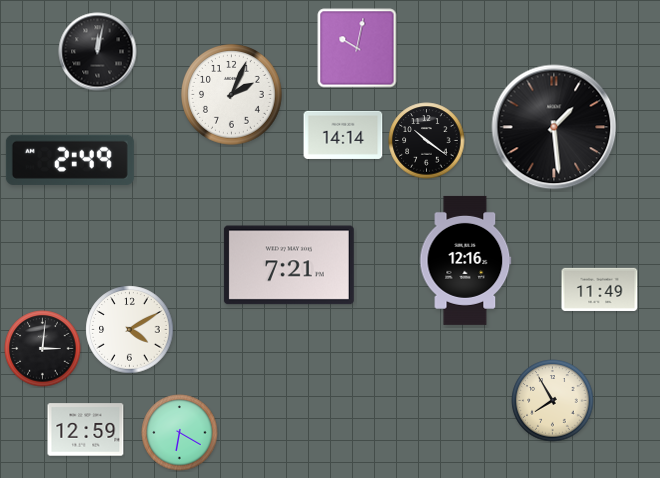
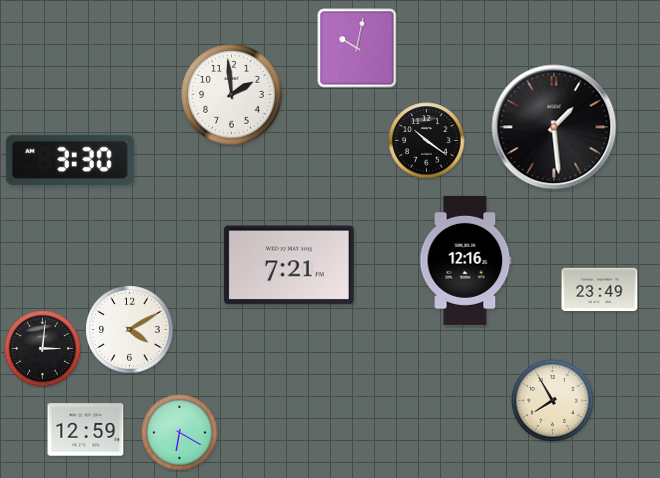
clock at (98, 52): 12:02 -> none
clock at (232, 95): 2:04 -> 1:59
clock at (343, 135): 14:14 -> none
clock at (70, 160): 2:49 -> 3:30
clock at (600, 289): 11:49 -> 23:49
